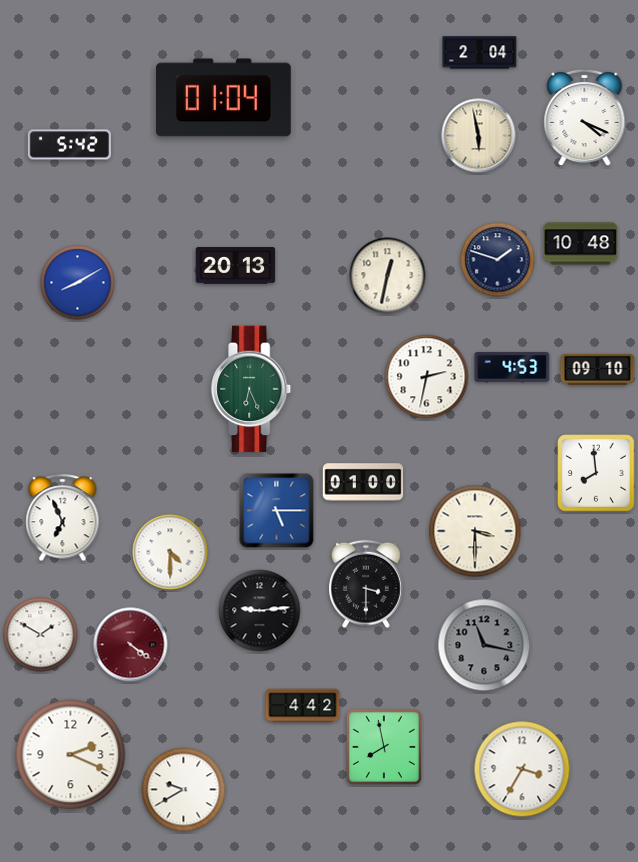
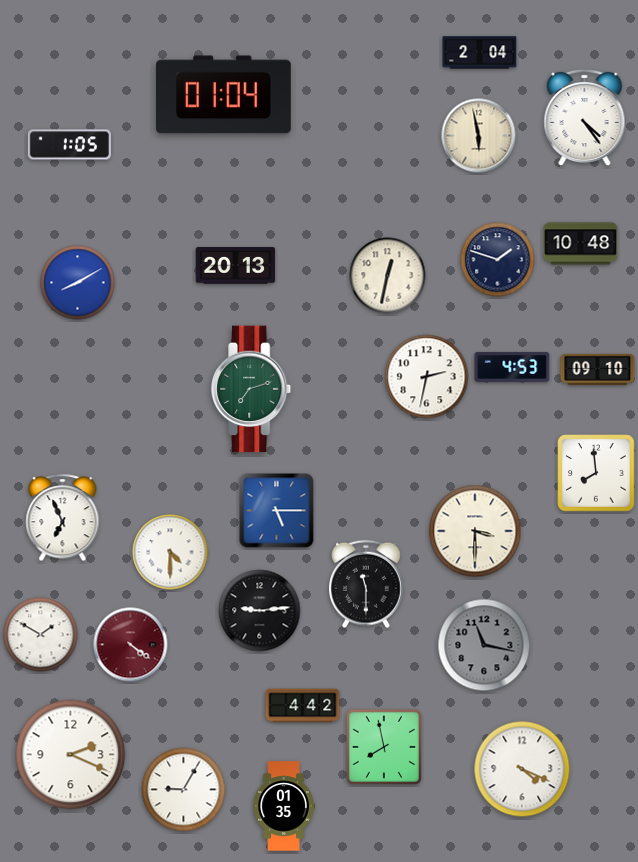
clock at (224, 98) position: (224, 98) -> (224, 95)
clock at (585, 118): 4:19 -> 4:24
clock at (69, 145): 5:42 -> 1:05
clock at (252, 389): 6:26 -> 7:12
clock at (363, 482): 01:00 -> none
clock at (367, 584): 3:30 -> 11:30
clock at (522, 769): 3:35 -> 4:19
clock at (184, 790): 9:40 -> 9:05
clock at (284, 806): none -> 01:35
